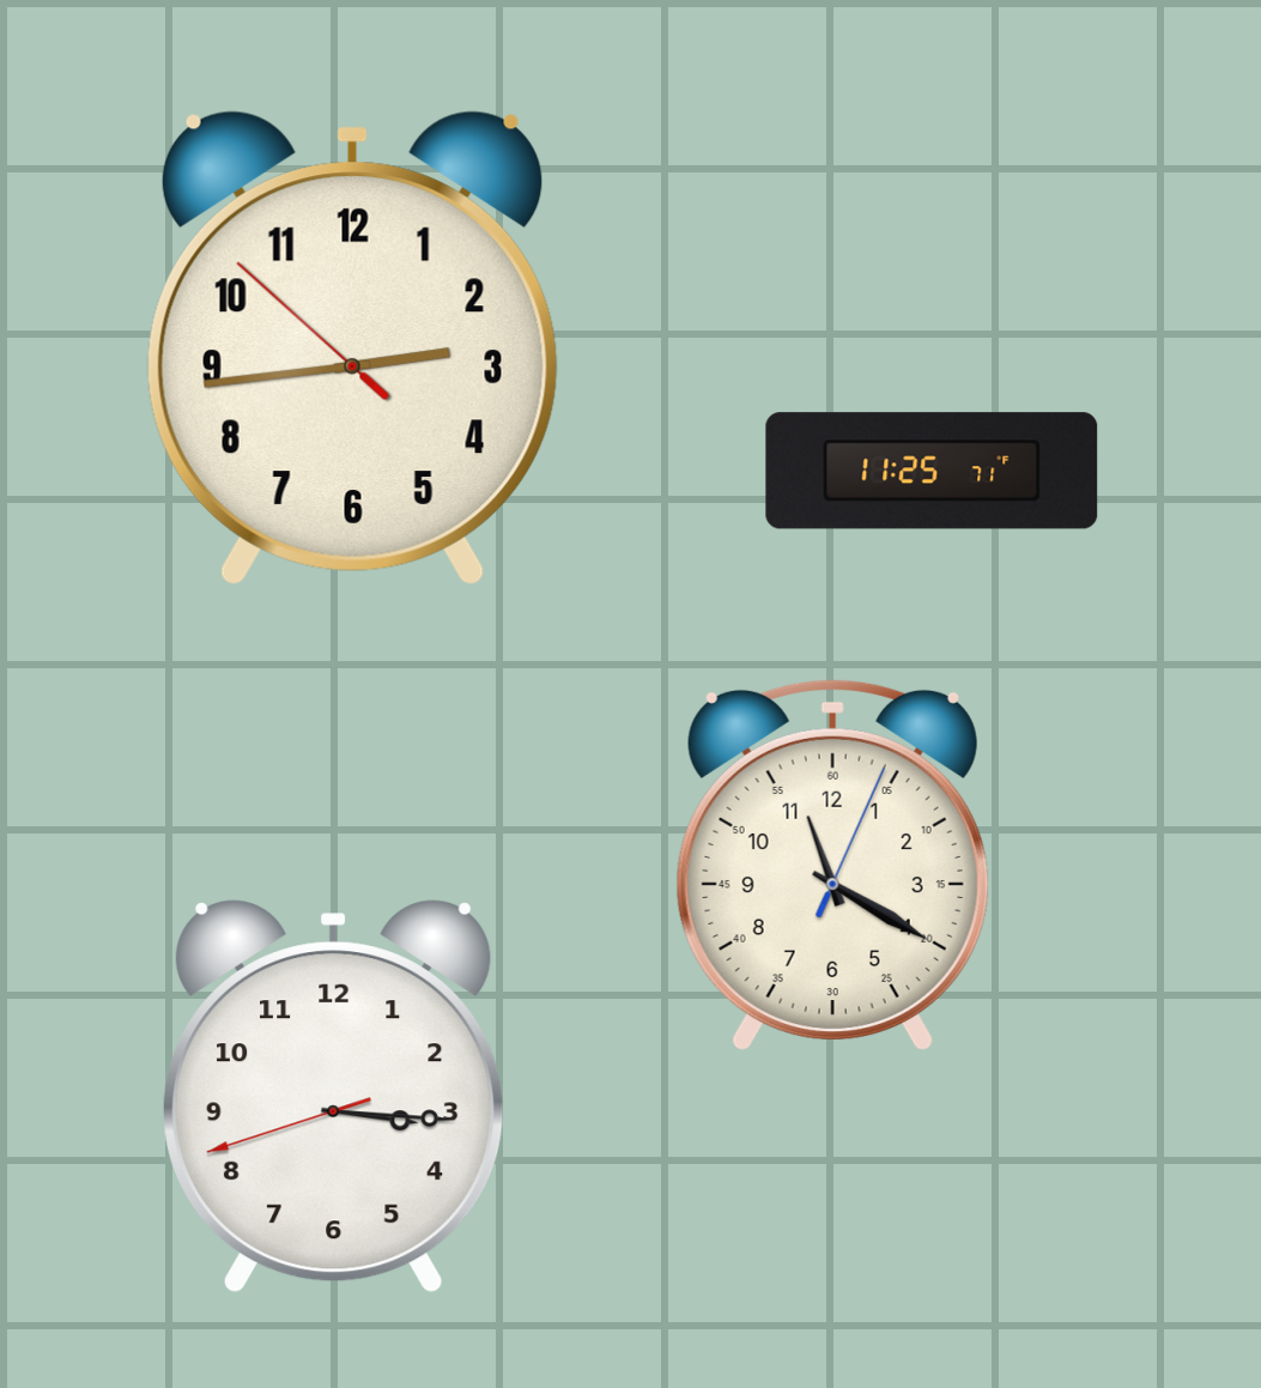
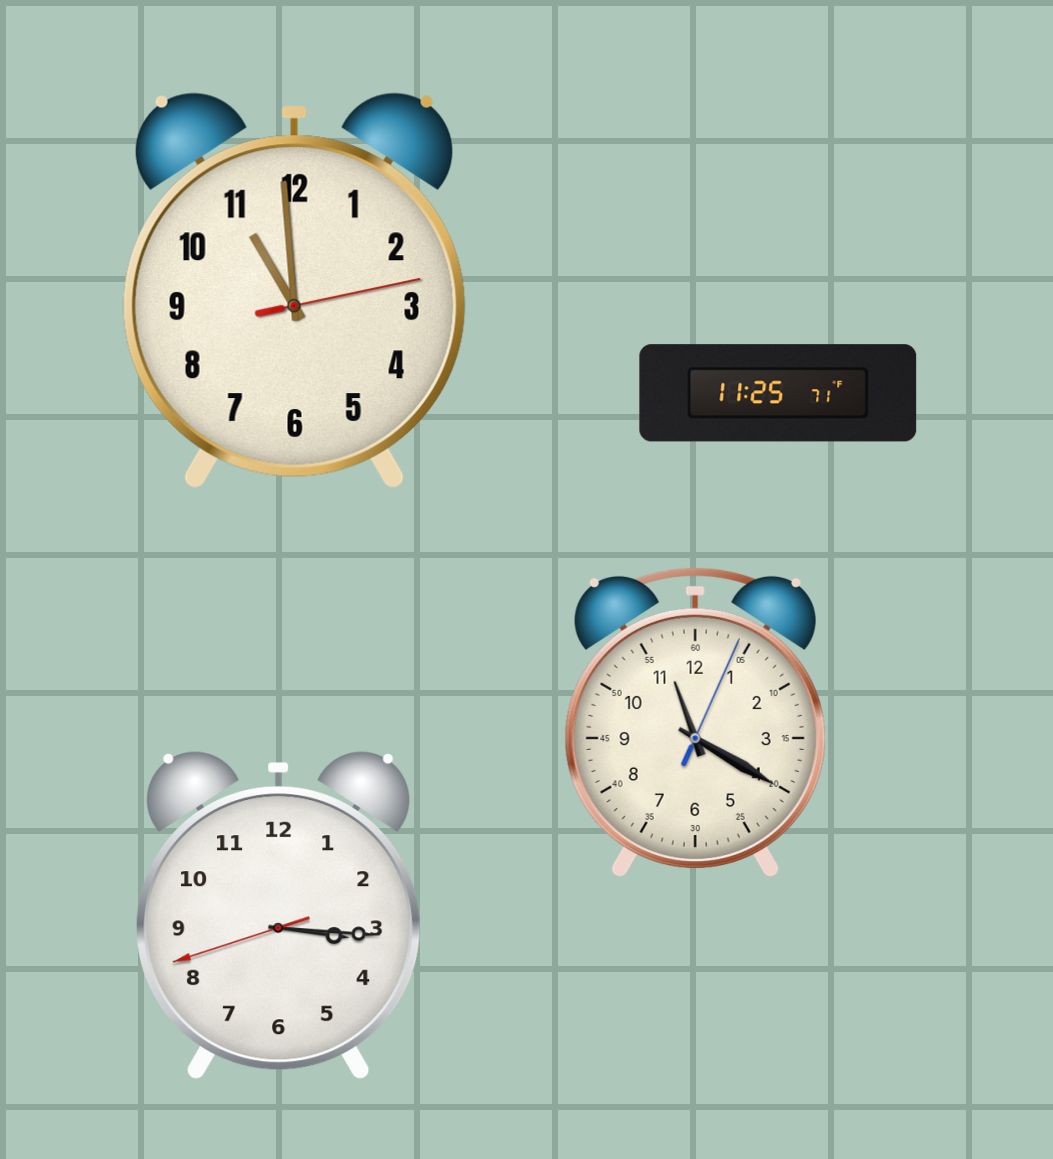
clock at (352, 347): 2:43 -> 10:59
